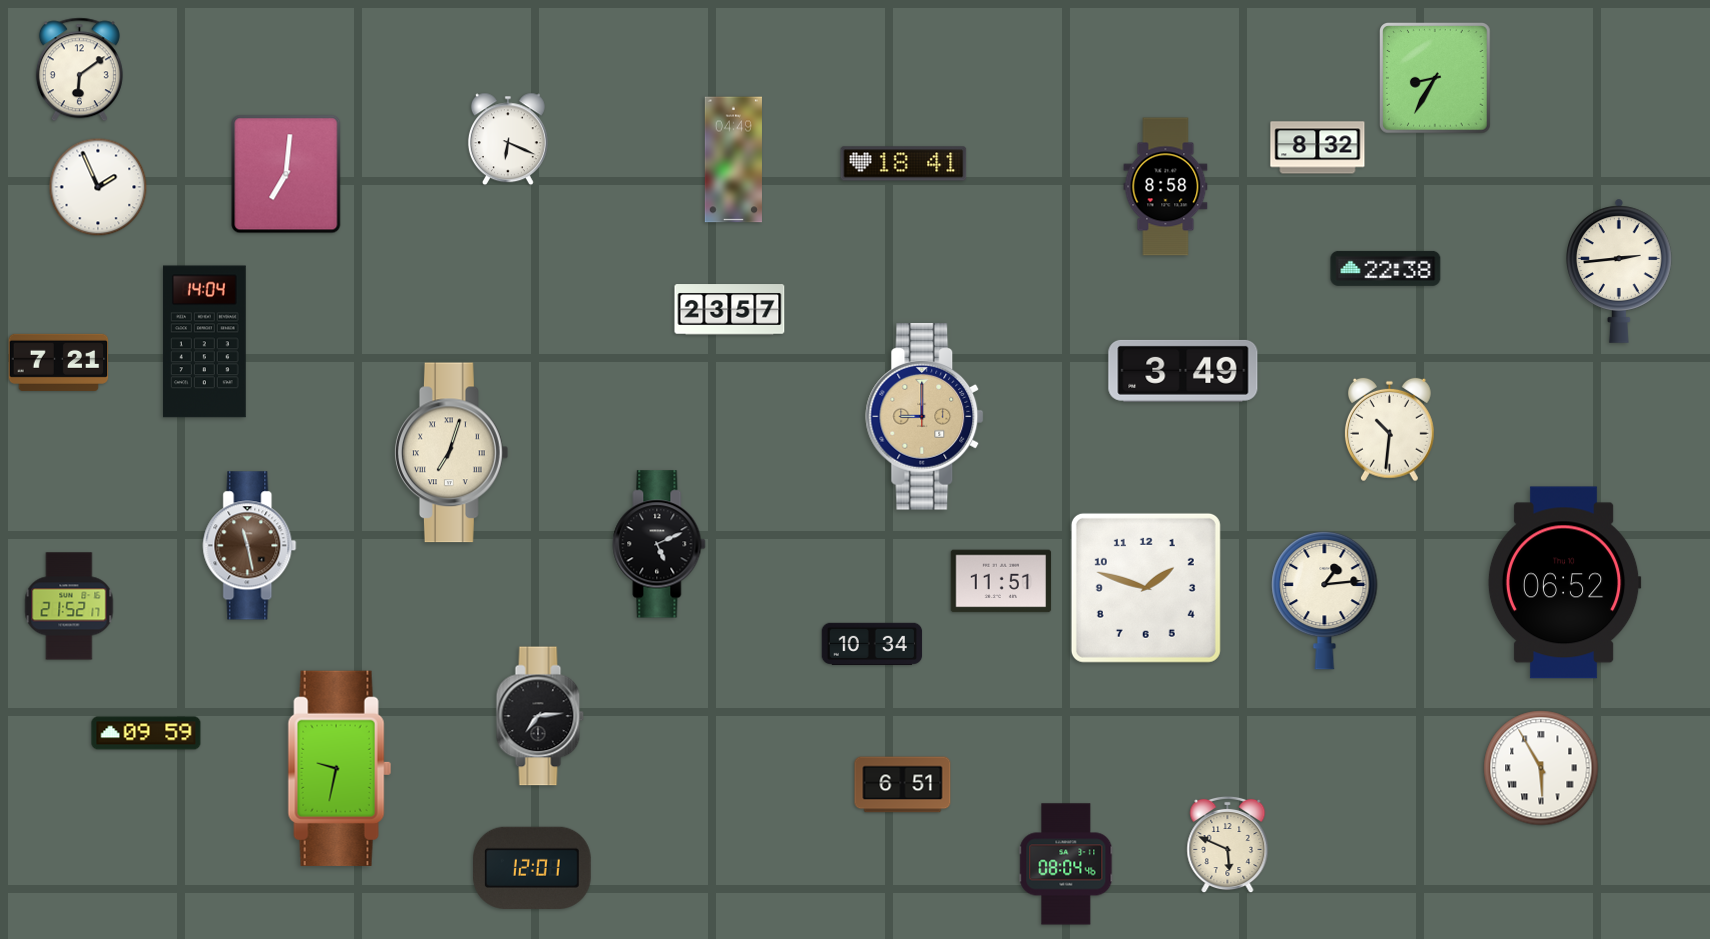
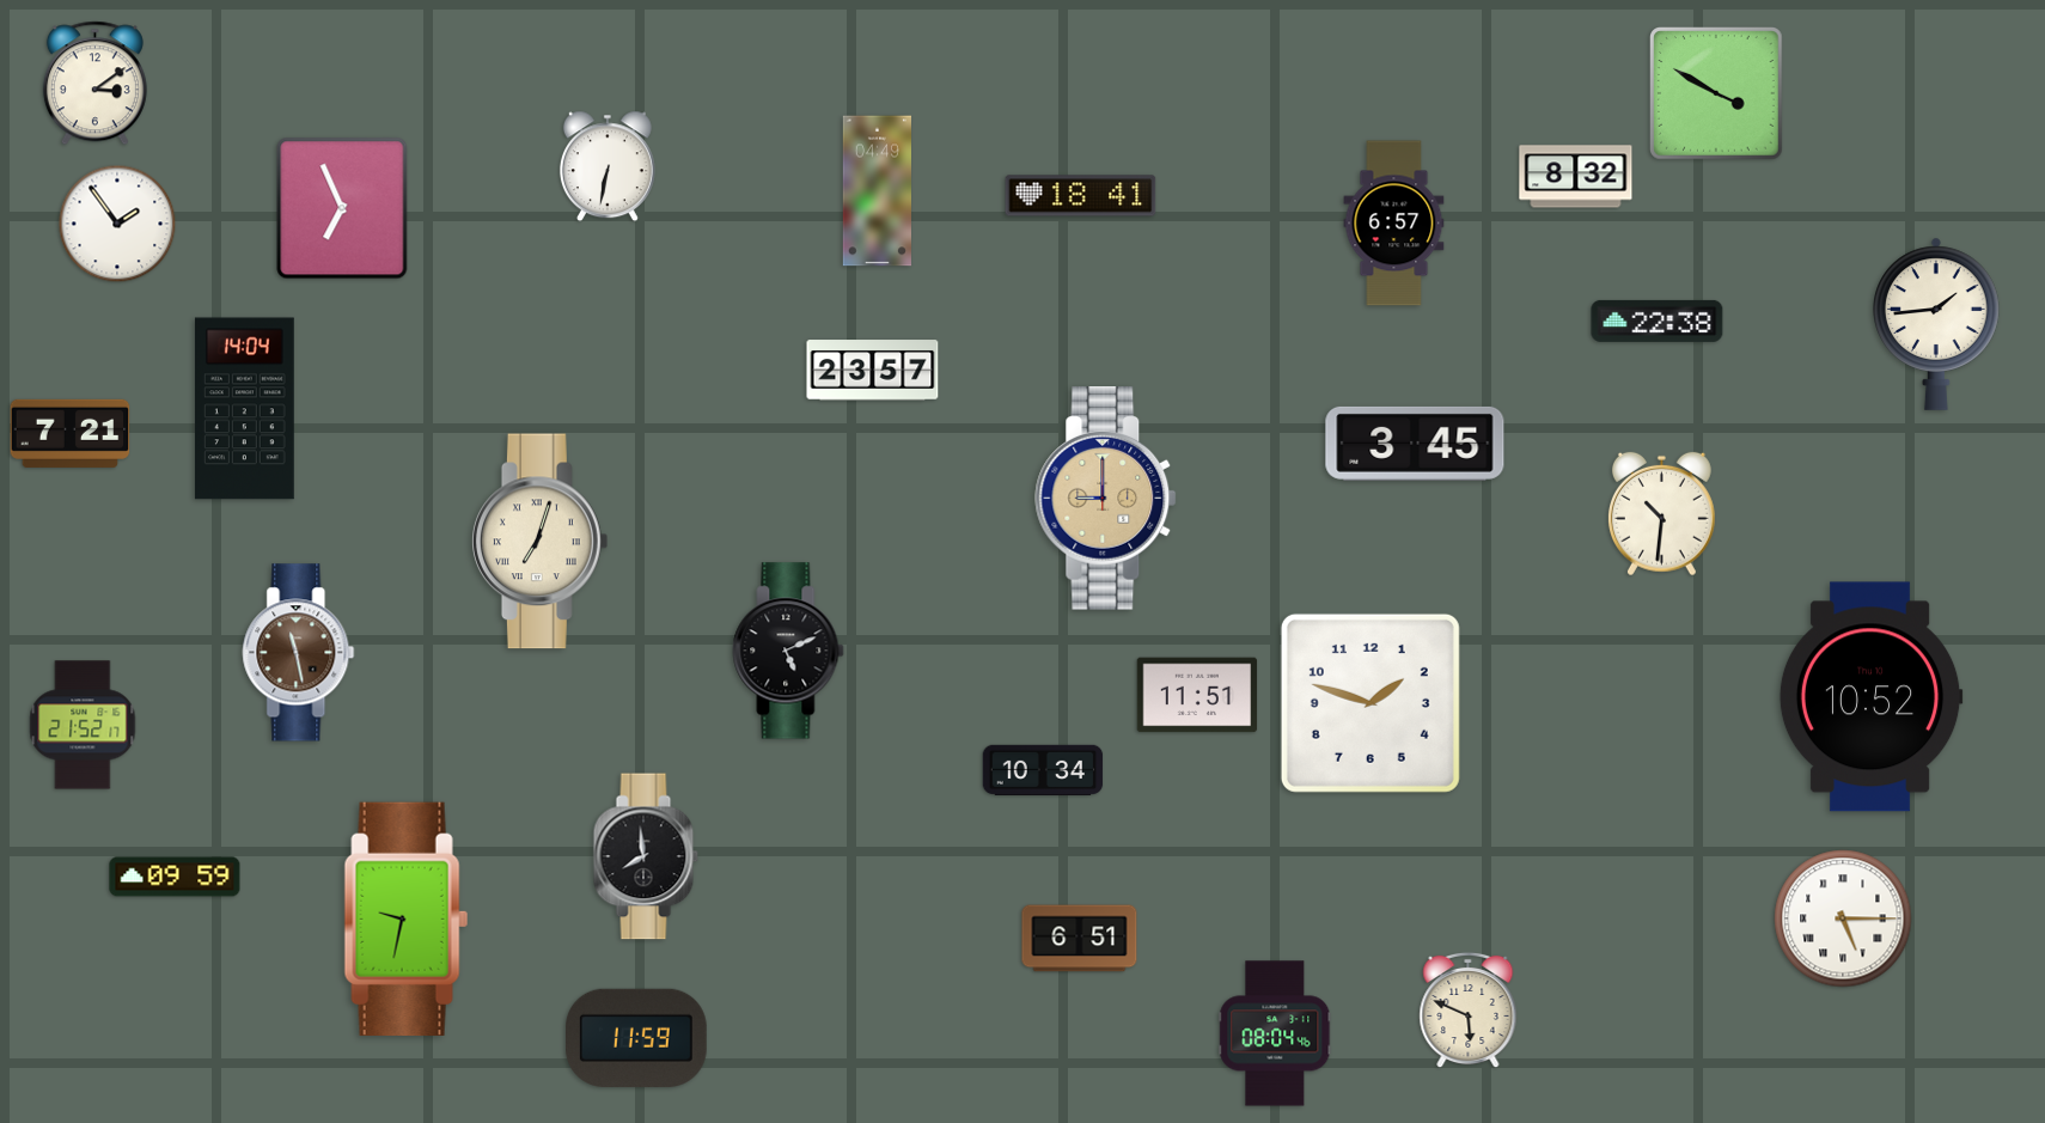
clock at (79, 70): 6:09 -> 3:09
clock at (1436, 79): 8:35 -> 3:50
clock at (508, 139): 6:19 -> 6:32
clock at (286, 174): 7:01 -> 6:56
clock at (98, 187): 1:56 -> 1:54
clock at (1166, 187): 8:58 -> 6:57
clock at (1620, 271): 2:44 -> 1:44
clock at (1183, 371): 3:49 -> 3:45
clock at (1564, 583): 06:52 -> 10:52
clock at (1325, 600): 1:14 -> none
clock at (540, 716): 7:14 -> 7:59
clock at (1541, 768): 5:55 -> 5:15
clock at (533, 868): 12:01 -> 11:59
